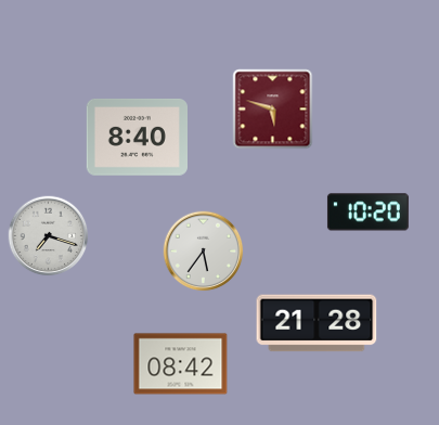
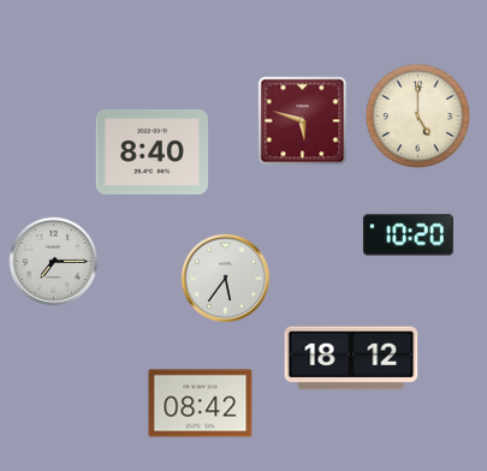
clock at (418, 117): none -> 5:00
clock at (49, 236): 7:18 -> 7:15
clock at (317, 323): 21:28 -> 18:12
